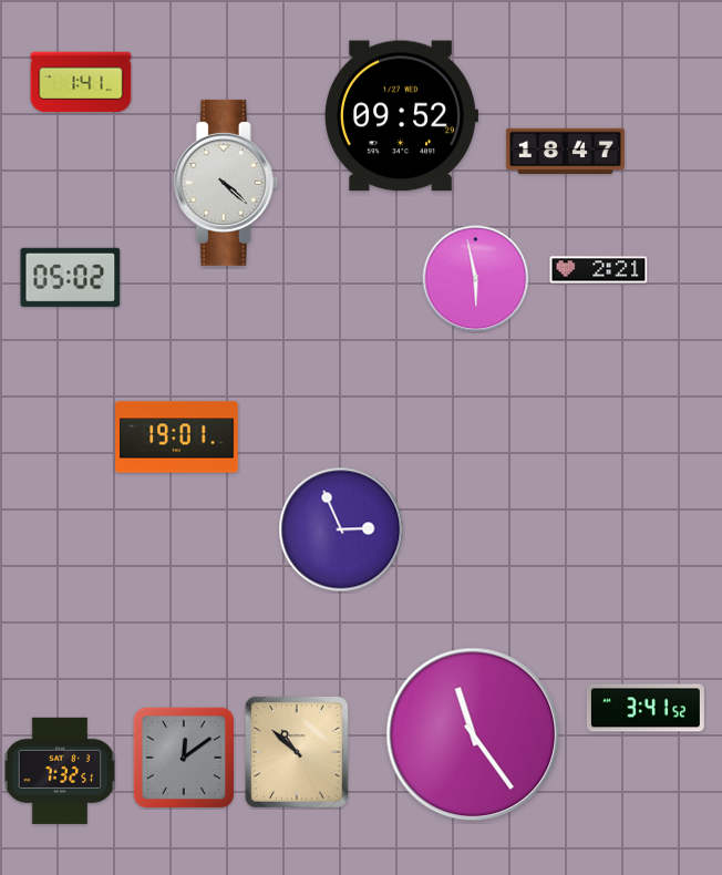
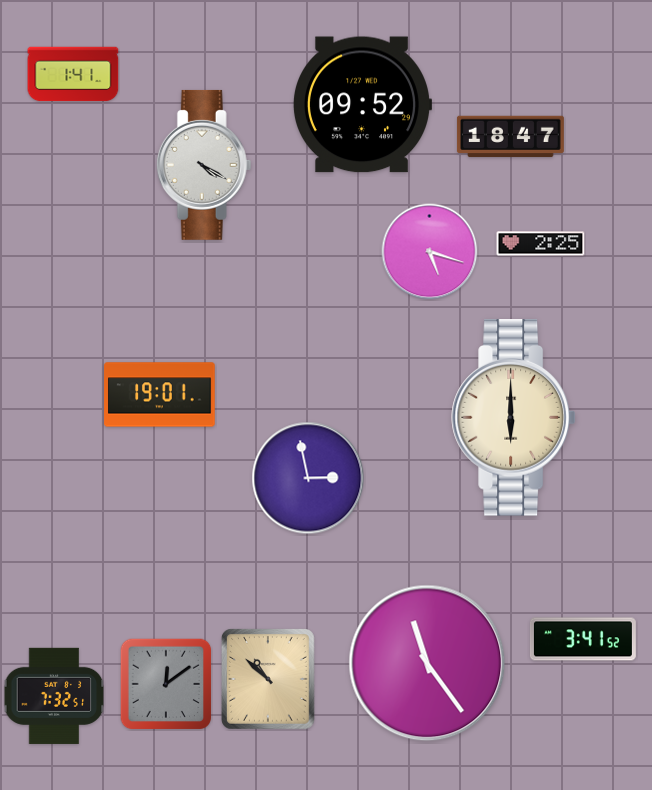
clock at (226, 183): 4:22 -> 4:20
clock at (599, 270): 2:21 -> 2:25
clock at (71, 277): 05:02 -> none
clock at (476, 279): 5:58 -> 5:18
clock at (514, 418): none -> 6:00
clock at (341, 529): 2:56 -> 2:58
